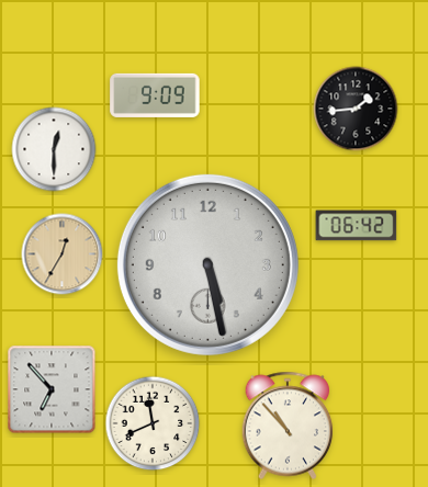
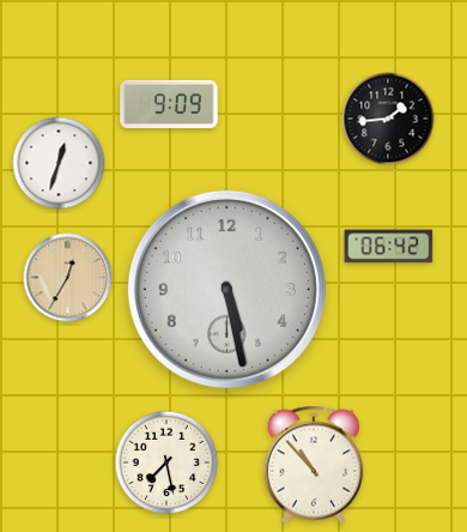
clock at (54, 149): 12:30 -> 12:33
clock at (52, 389): 6:53 -> none
clock at (153, 423): 11:41 -> 7:28
